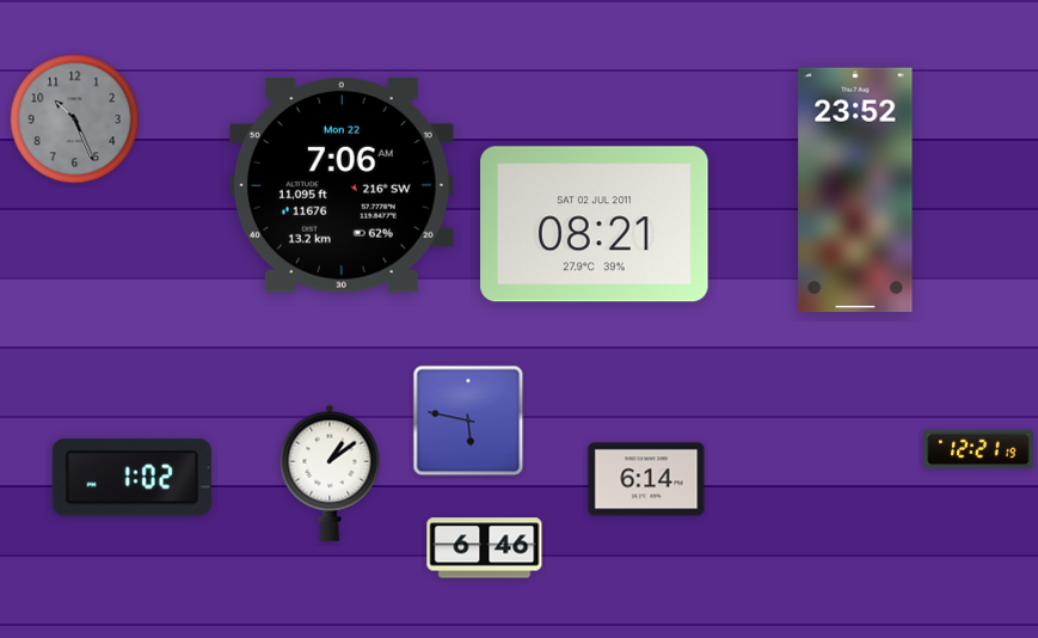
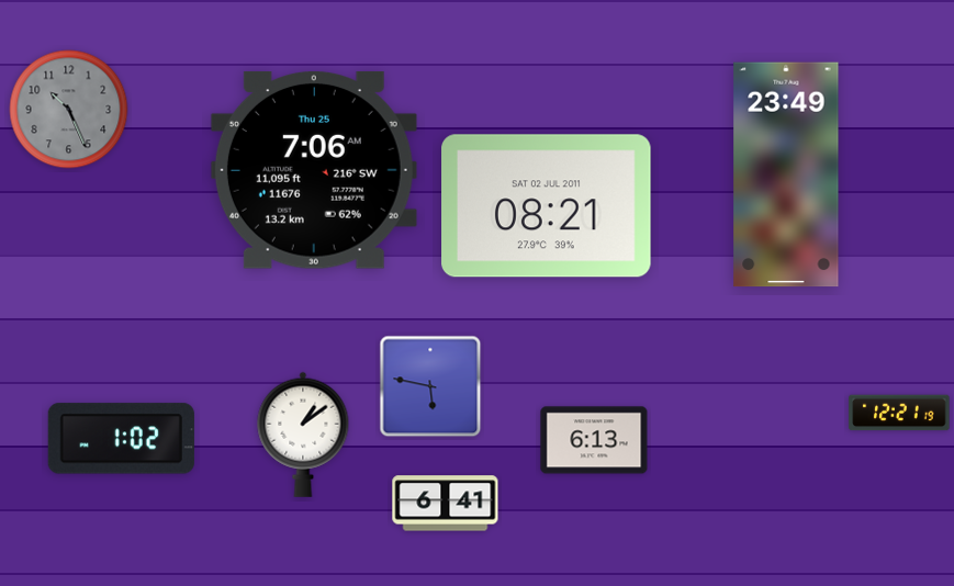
clock at (342, 185) date: Mon 22 -> Thu 25
clock at (855, 190): 23:52 -> 23:49
clock at (646, 479): 6:14 -> 6:13
clock at (485, 548): 6:46 -> 6:41
